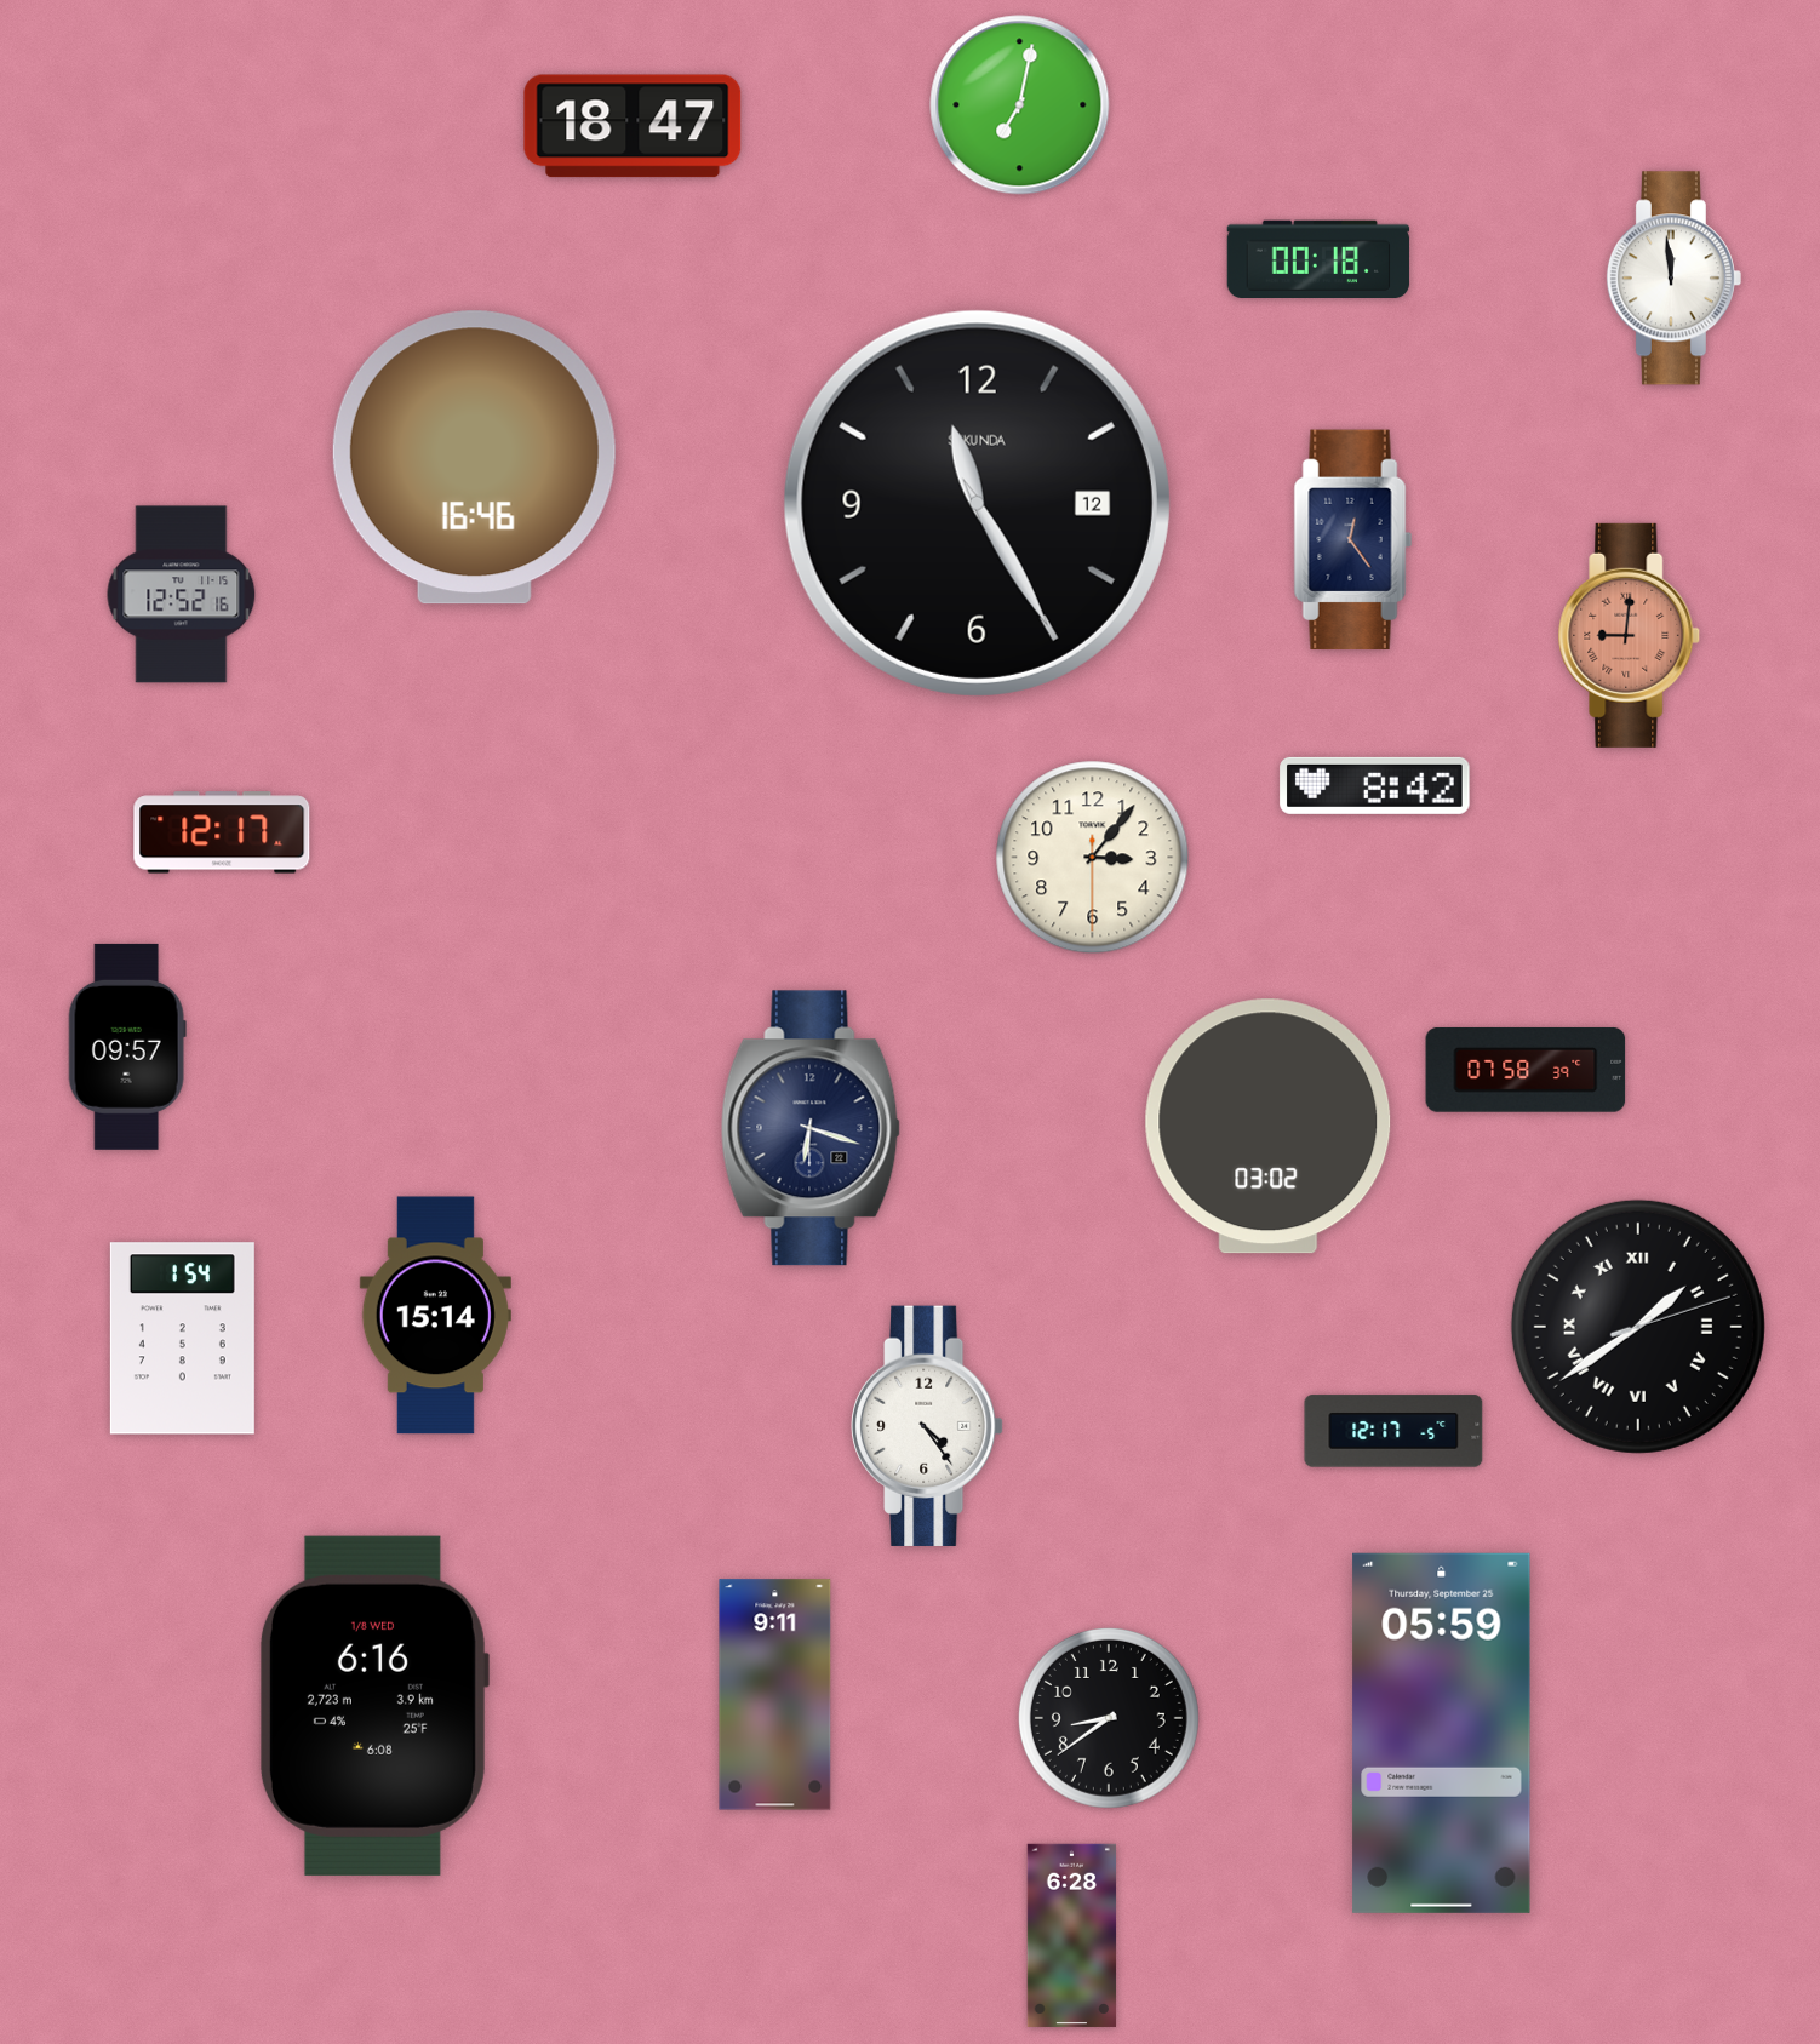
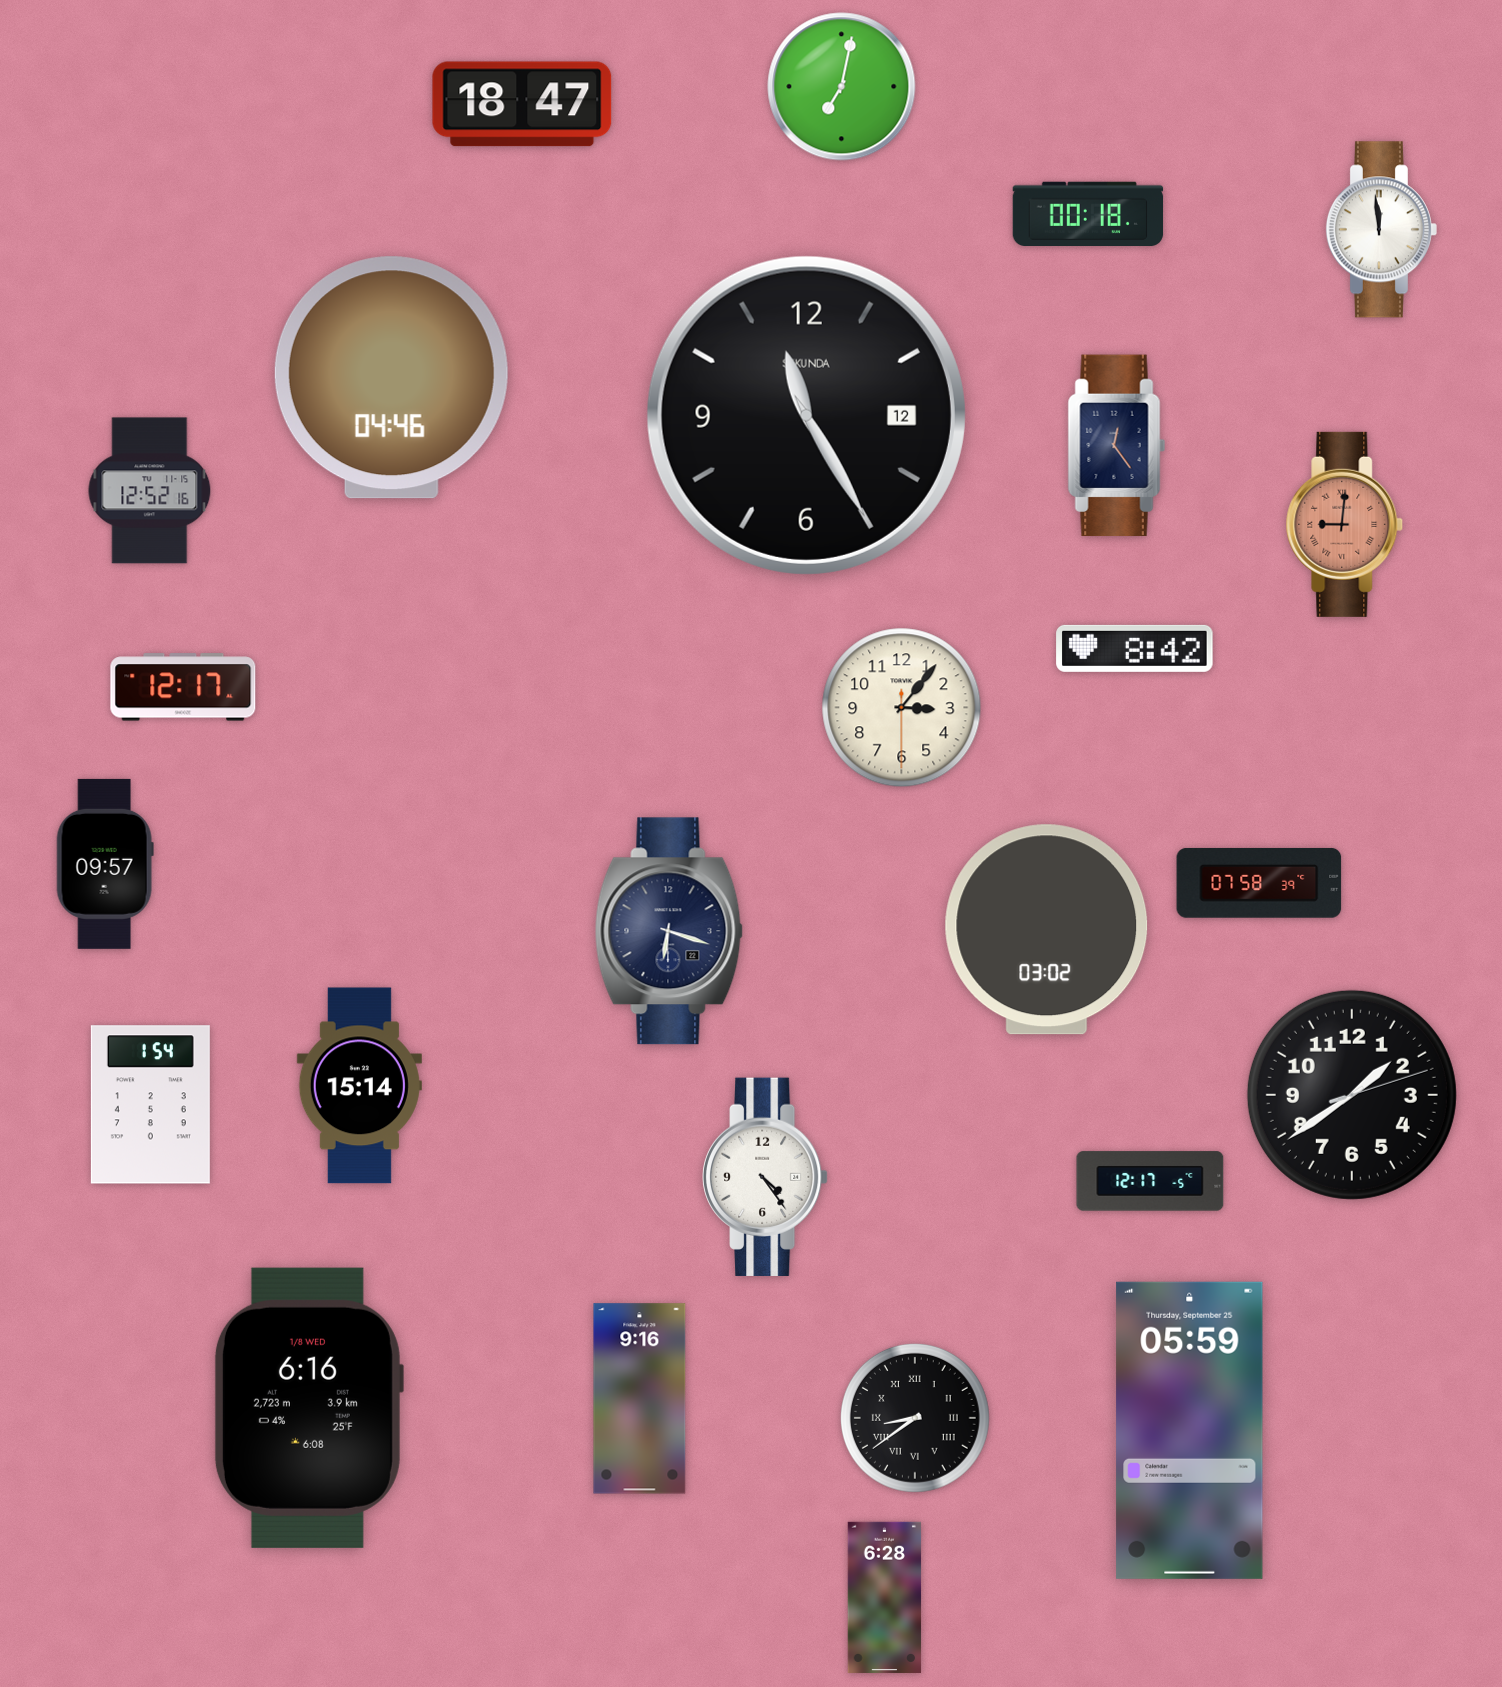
clock at (474, 458): 16:46 -> 04:46
clock at (1638, 1327) numerals: Roman -> Arabic
clock at (775, 1695): 9:11 -> 9:16
clock at (1109, 1718) numerals: Arabic -> Roman
